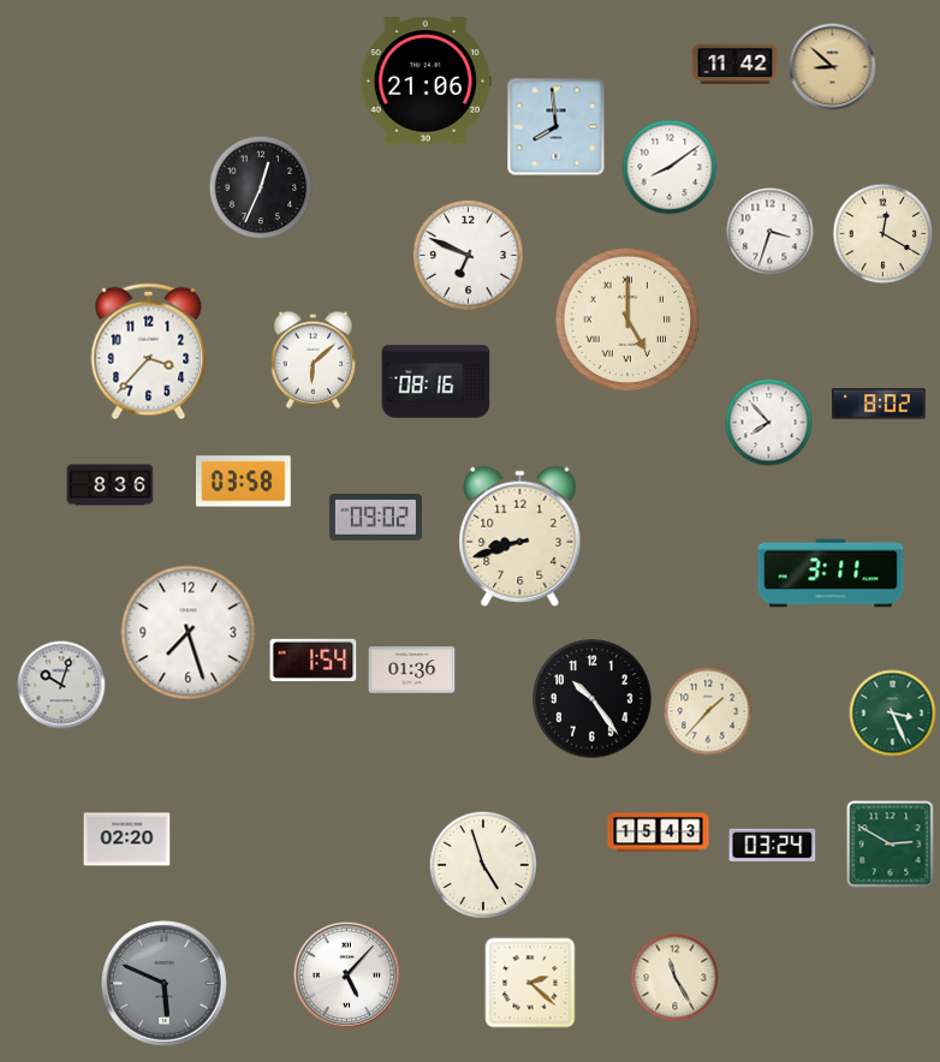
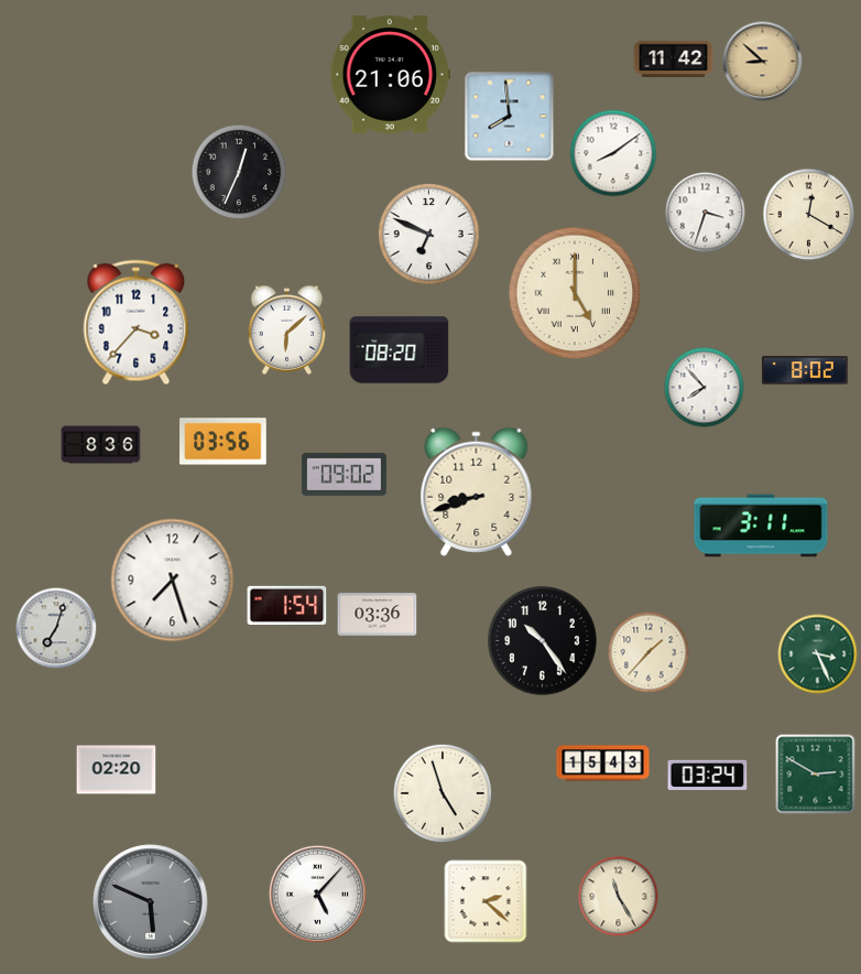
clock at (436, 382): 08:16 -> 08:20
clock at (244, 482): 03:58 -> 03:56
clock at (412, 670): 01:36 -> 03:36
clock at (61, 685): 10:03 -> 7:03
